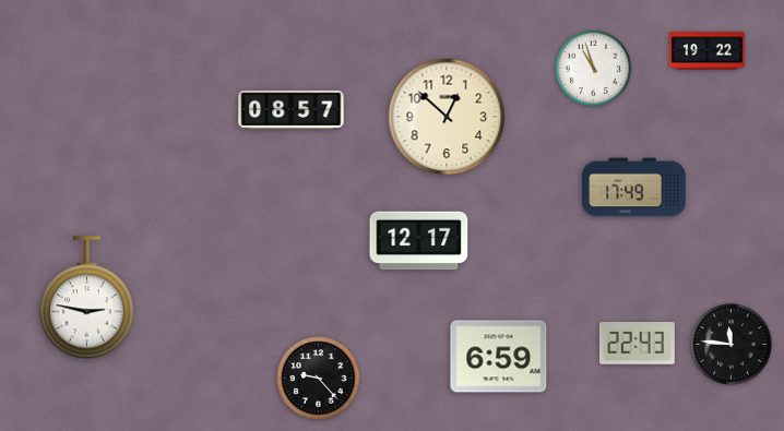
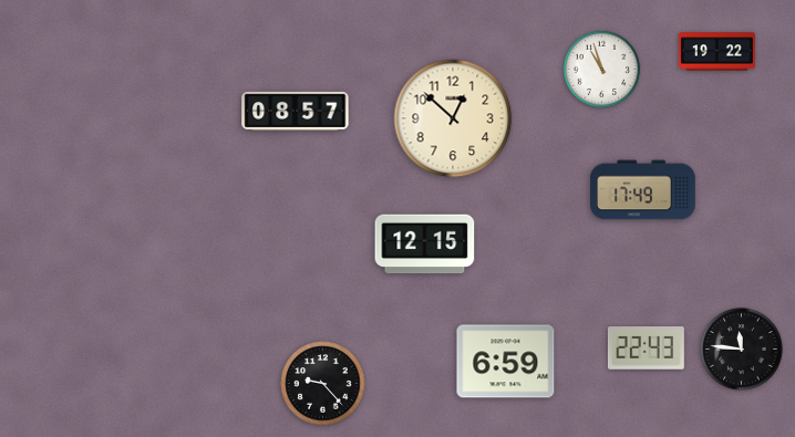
clock at (419, 241): 12:17 -> 12:15
clock at (86, 298): 2:47 -> none
